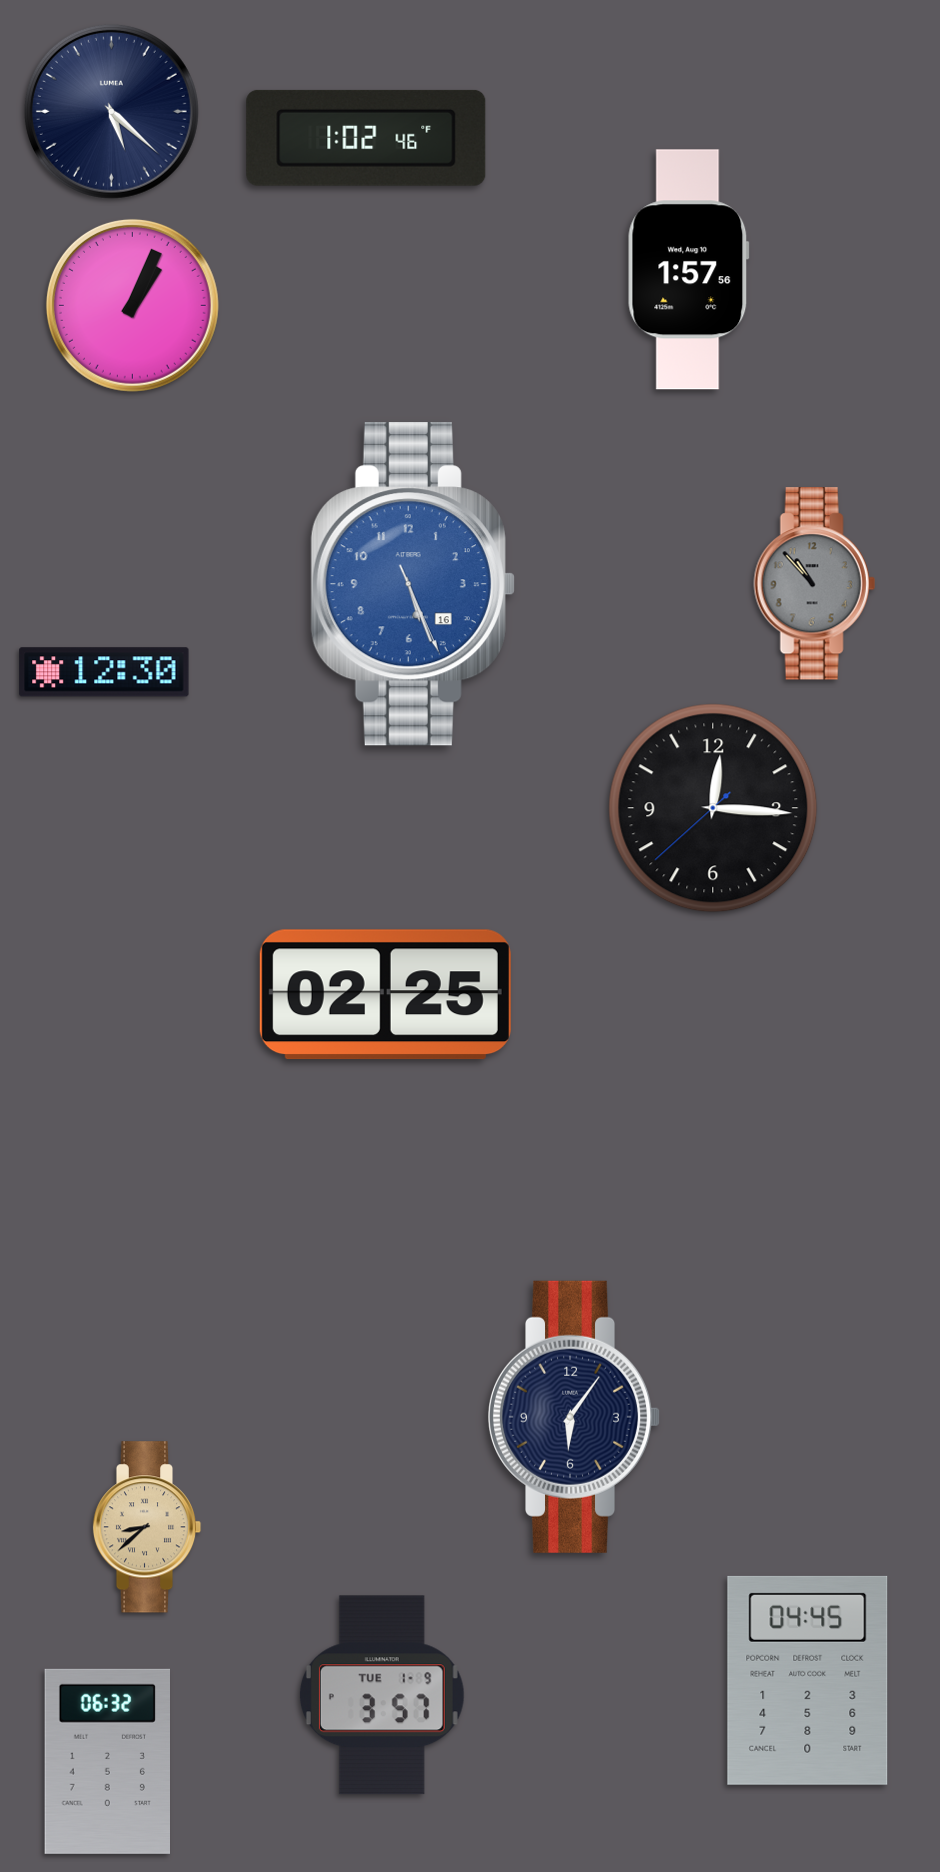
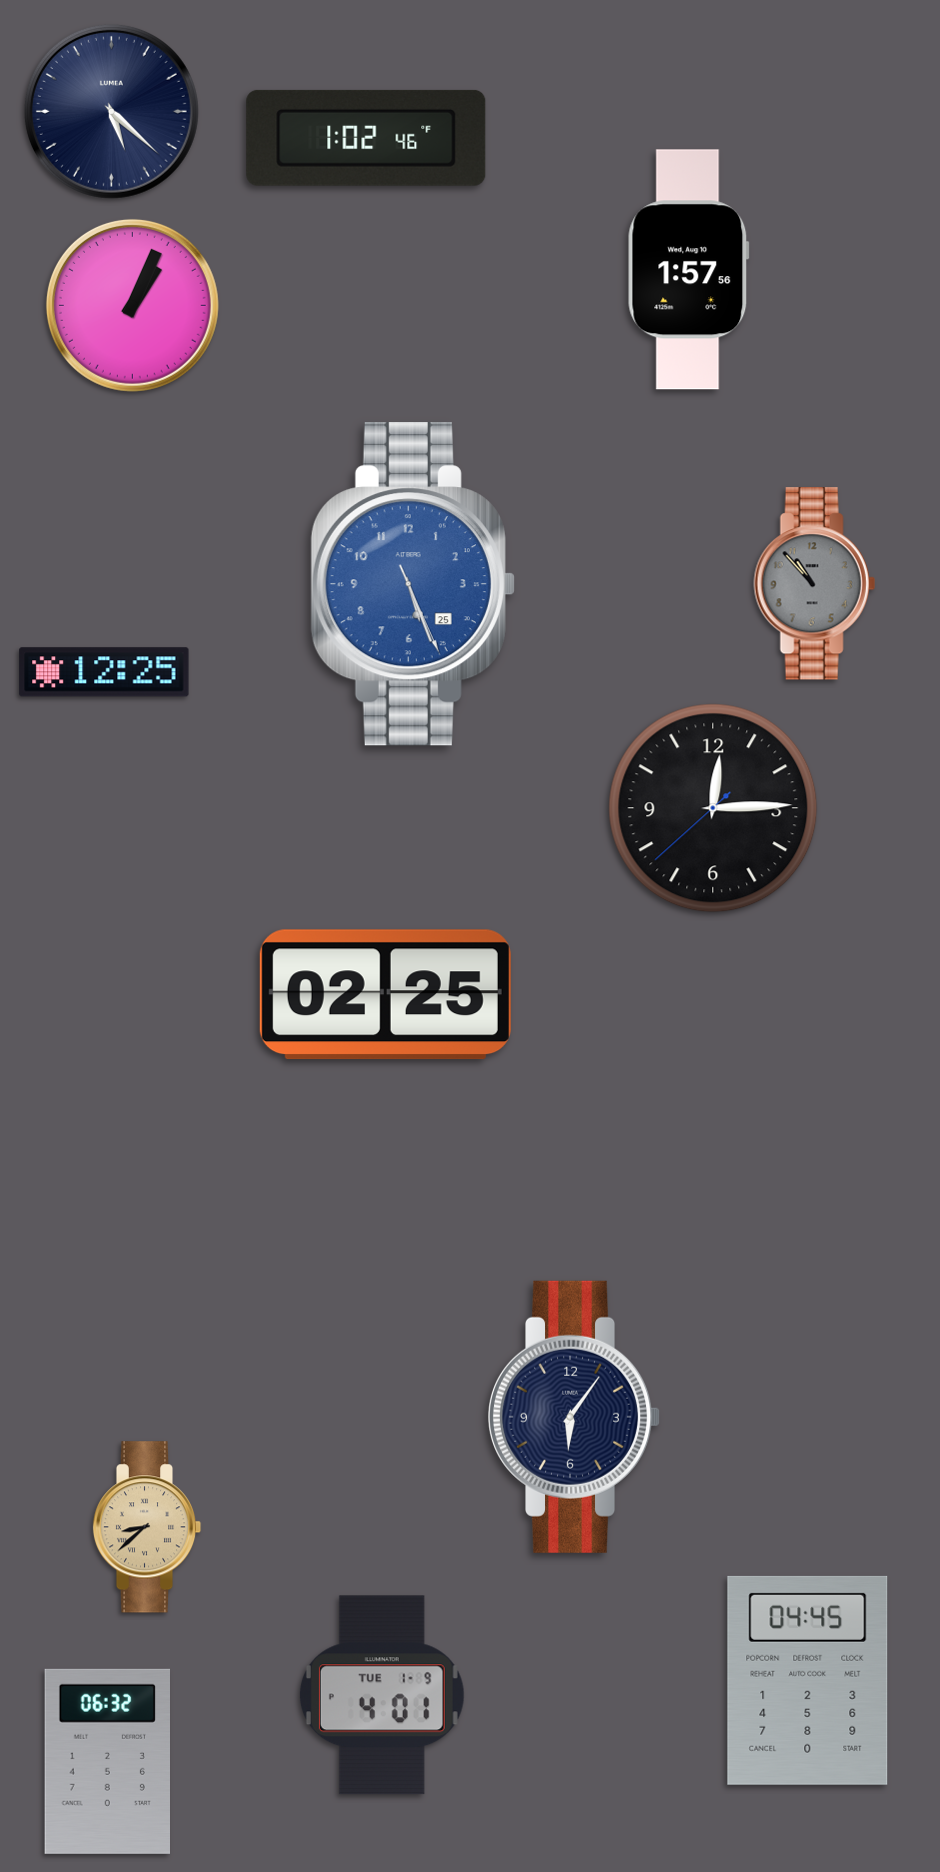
clock at (413, 584) date: 16 -> 25
clock at (104, 672): 12:30 -> 12:25
clock at (713, 808): 12:15 -> 12:14
clock at (382, 1695): 3:57 -> 4:01
